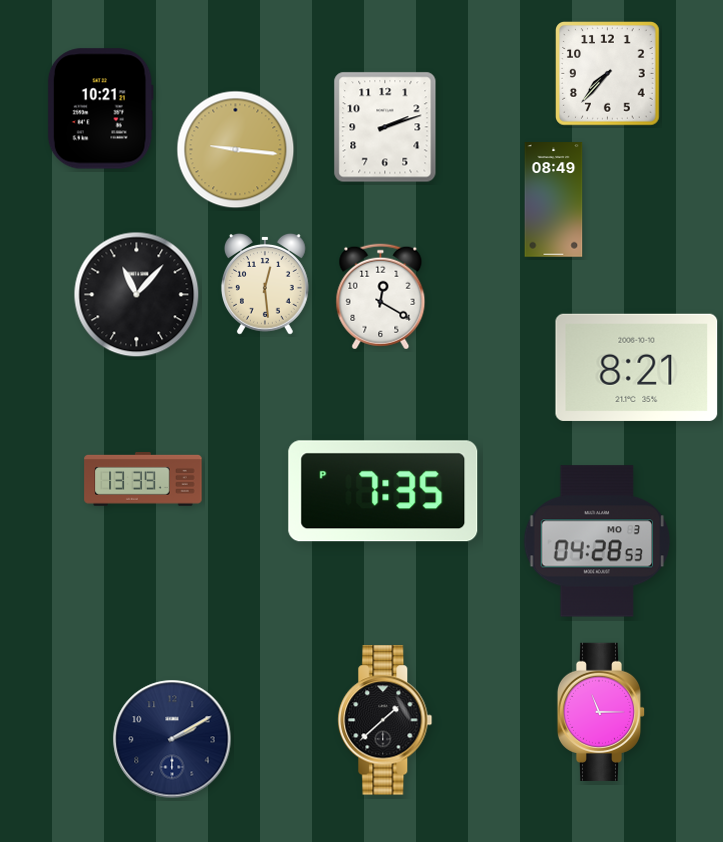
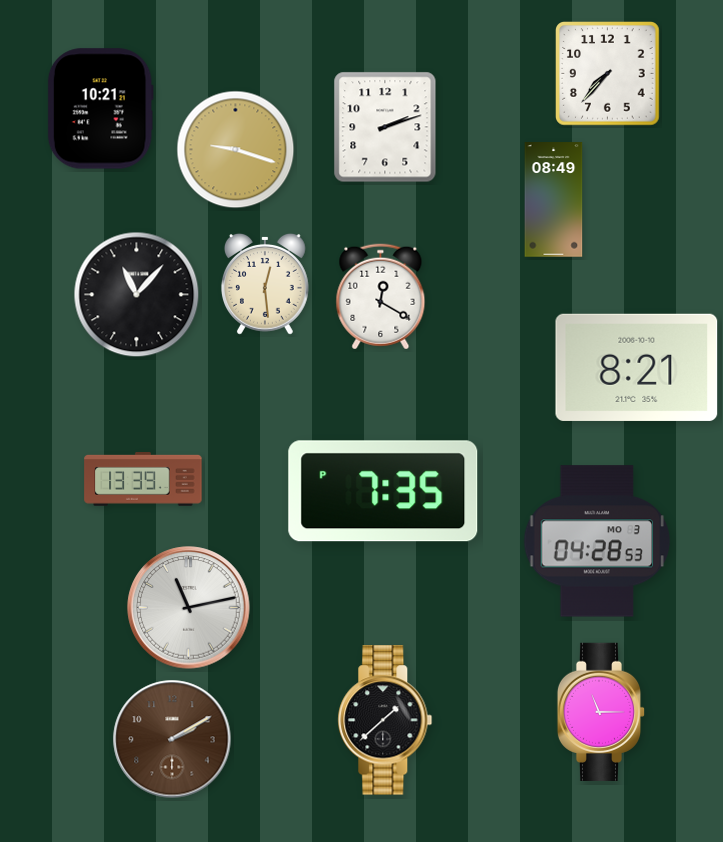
clock at (236, 150): 9:16 -> 9:18
clock at (189, 608): none -> 11:13
clock at (172, 739) dial: navy -> brown
